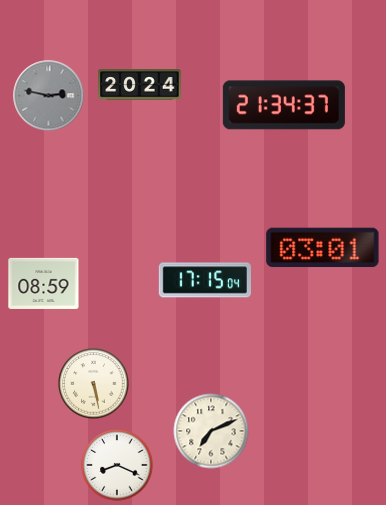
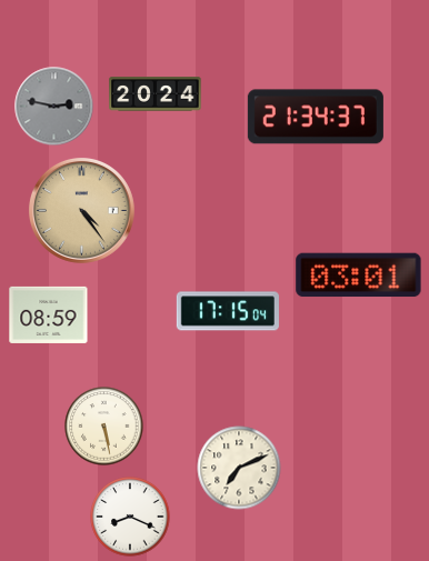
clock at (81, 210): none -> 4:24
clock at (211, 431) position: (211, 431) -> (239, 468)
